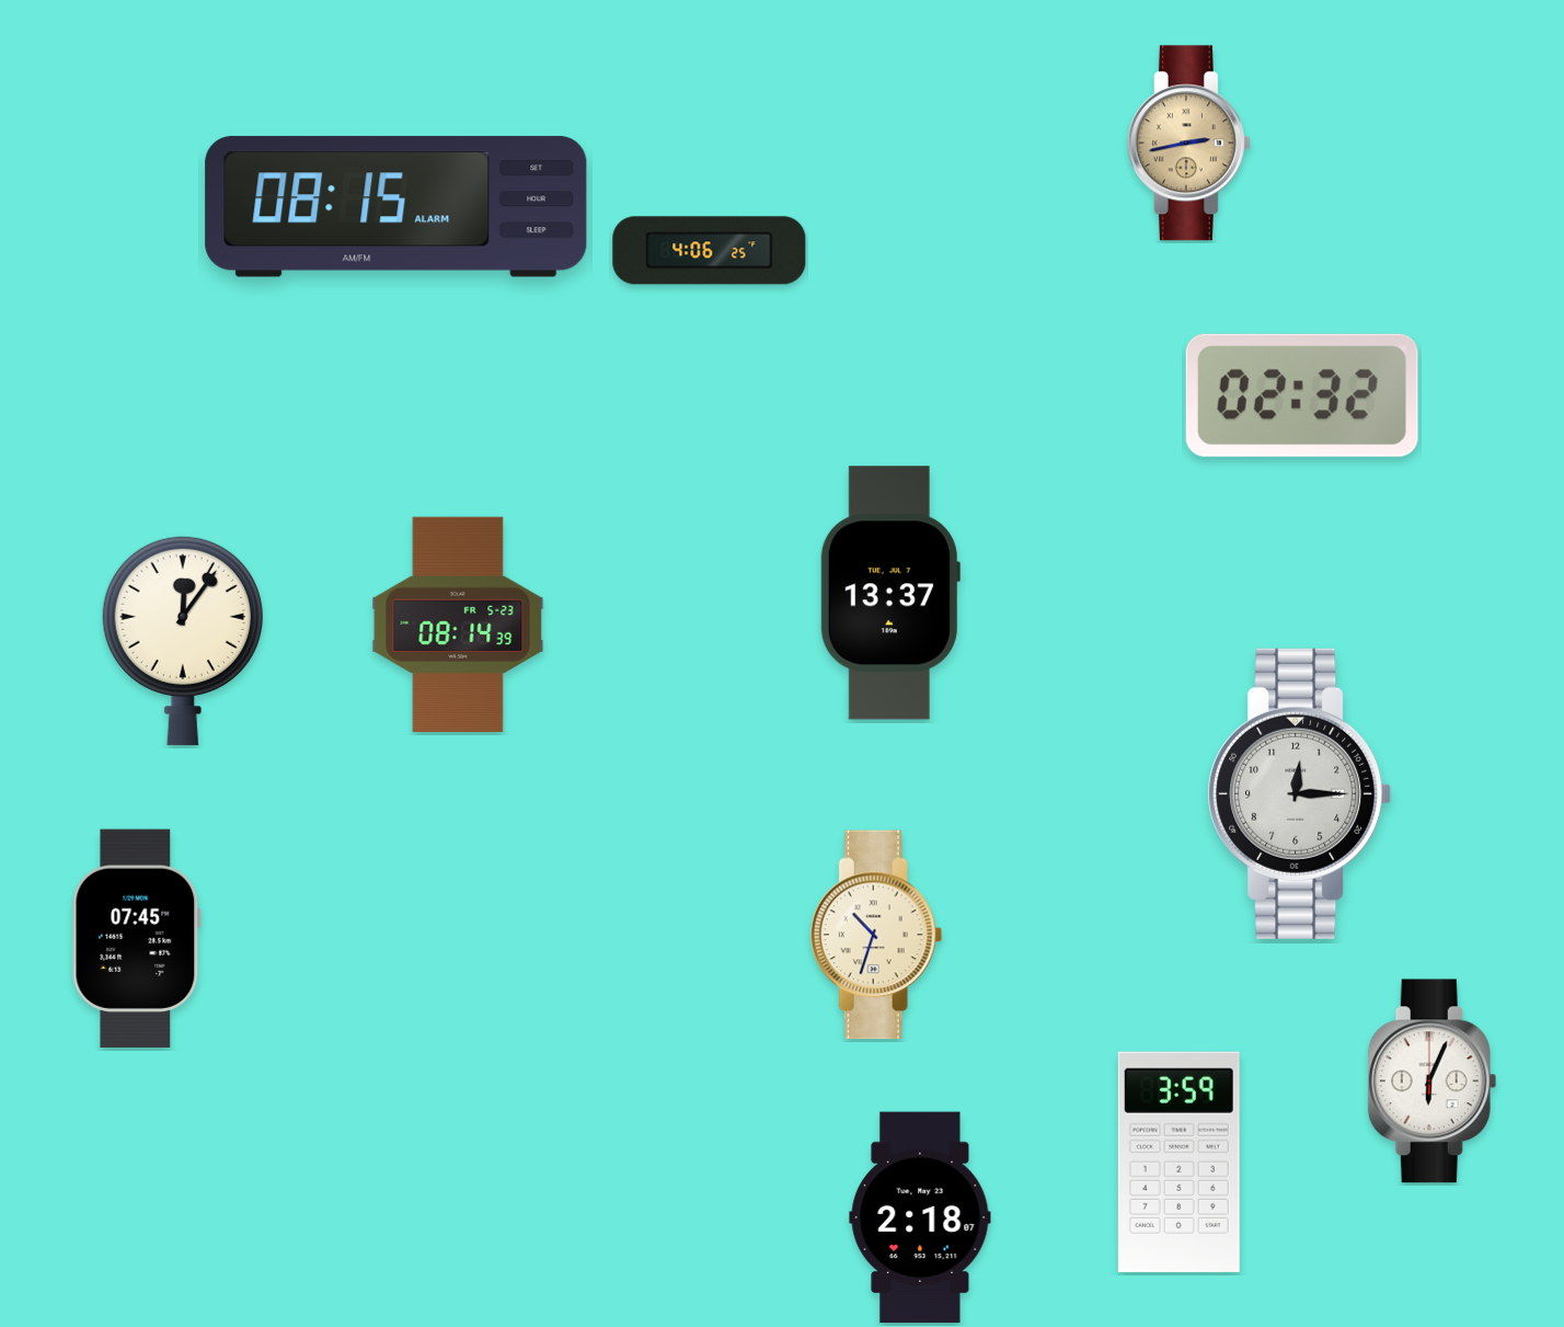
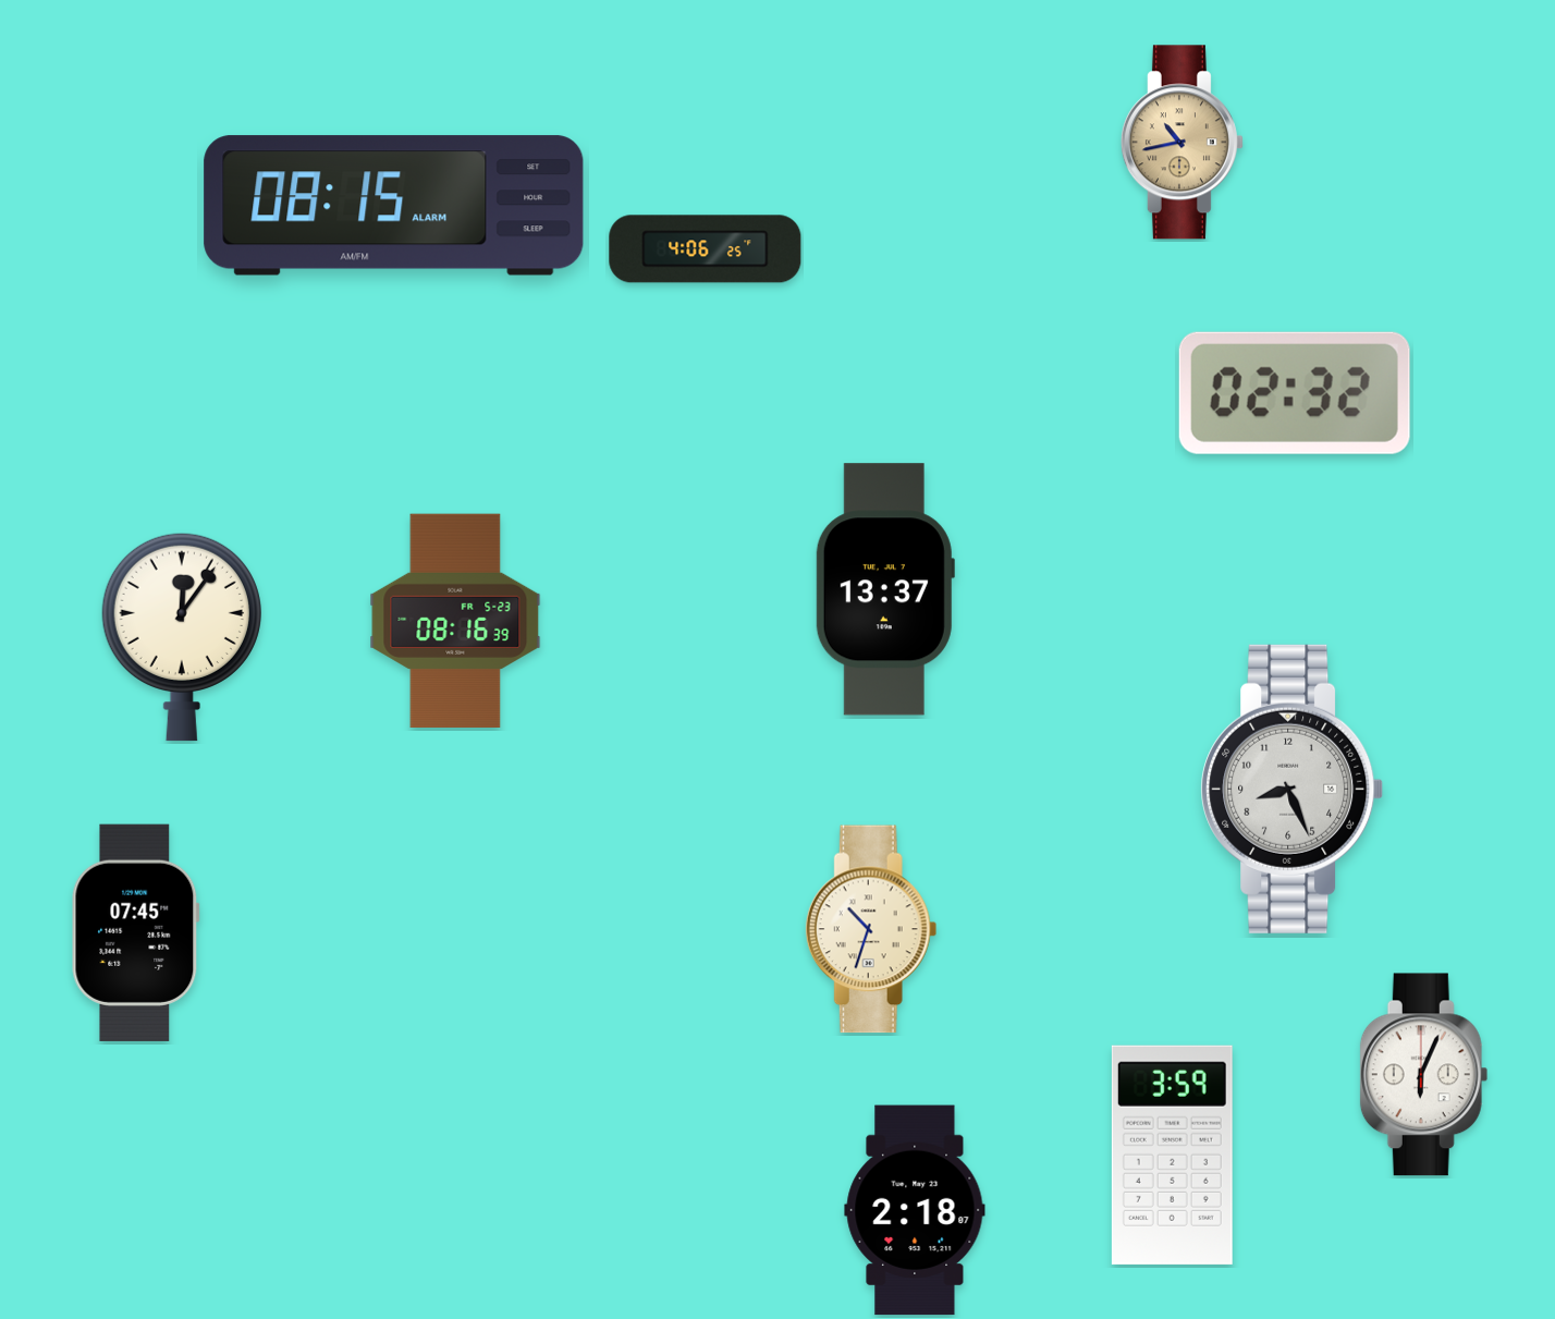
clock at (1188, 144): 2:43 -> 10:43
clock at (458, 625): 08:14 -> 08:16
clock at (1300, 793): 12:15 -> 8:26
